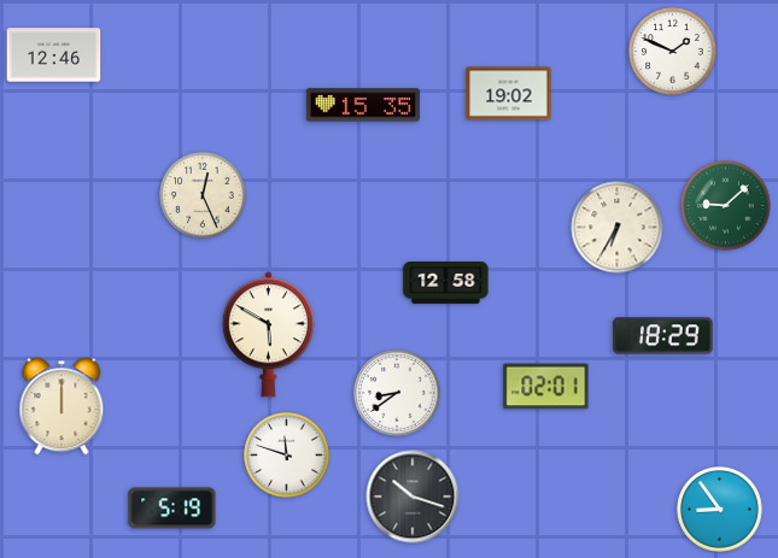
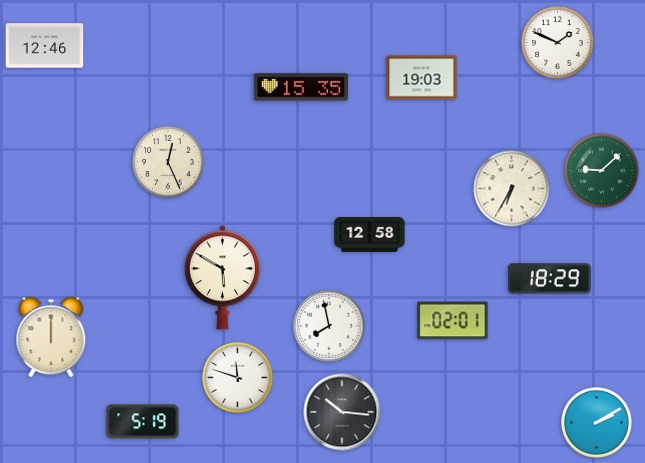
clock at (509, 94): 19:02 -> 19:03
clock at (397, 393): 8:39 -> 7:58
clock at (413, 497): 10:18 -> 10:16
clock at (720, 510): 8:54 -> 2:10
